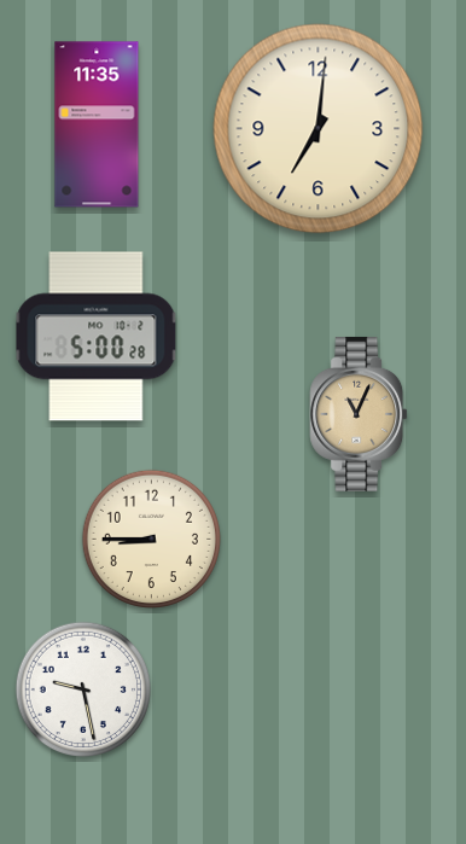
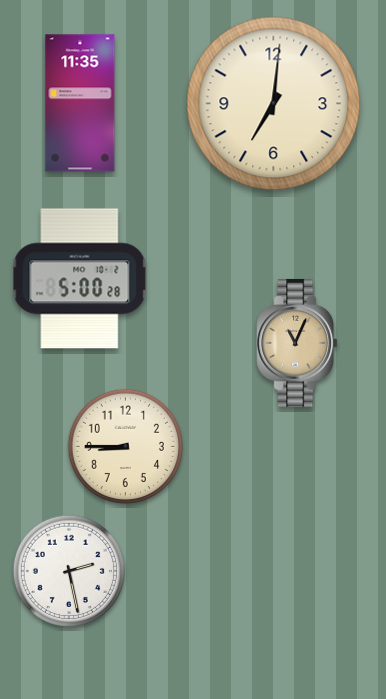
clock at (319, 129) position: (319, 129) -> (274, 104)
clock at (82, 688): 9:28 -> 2:28
